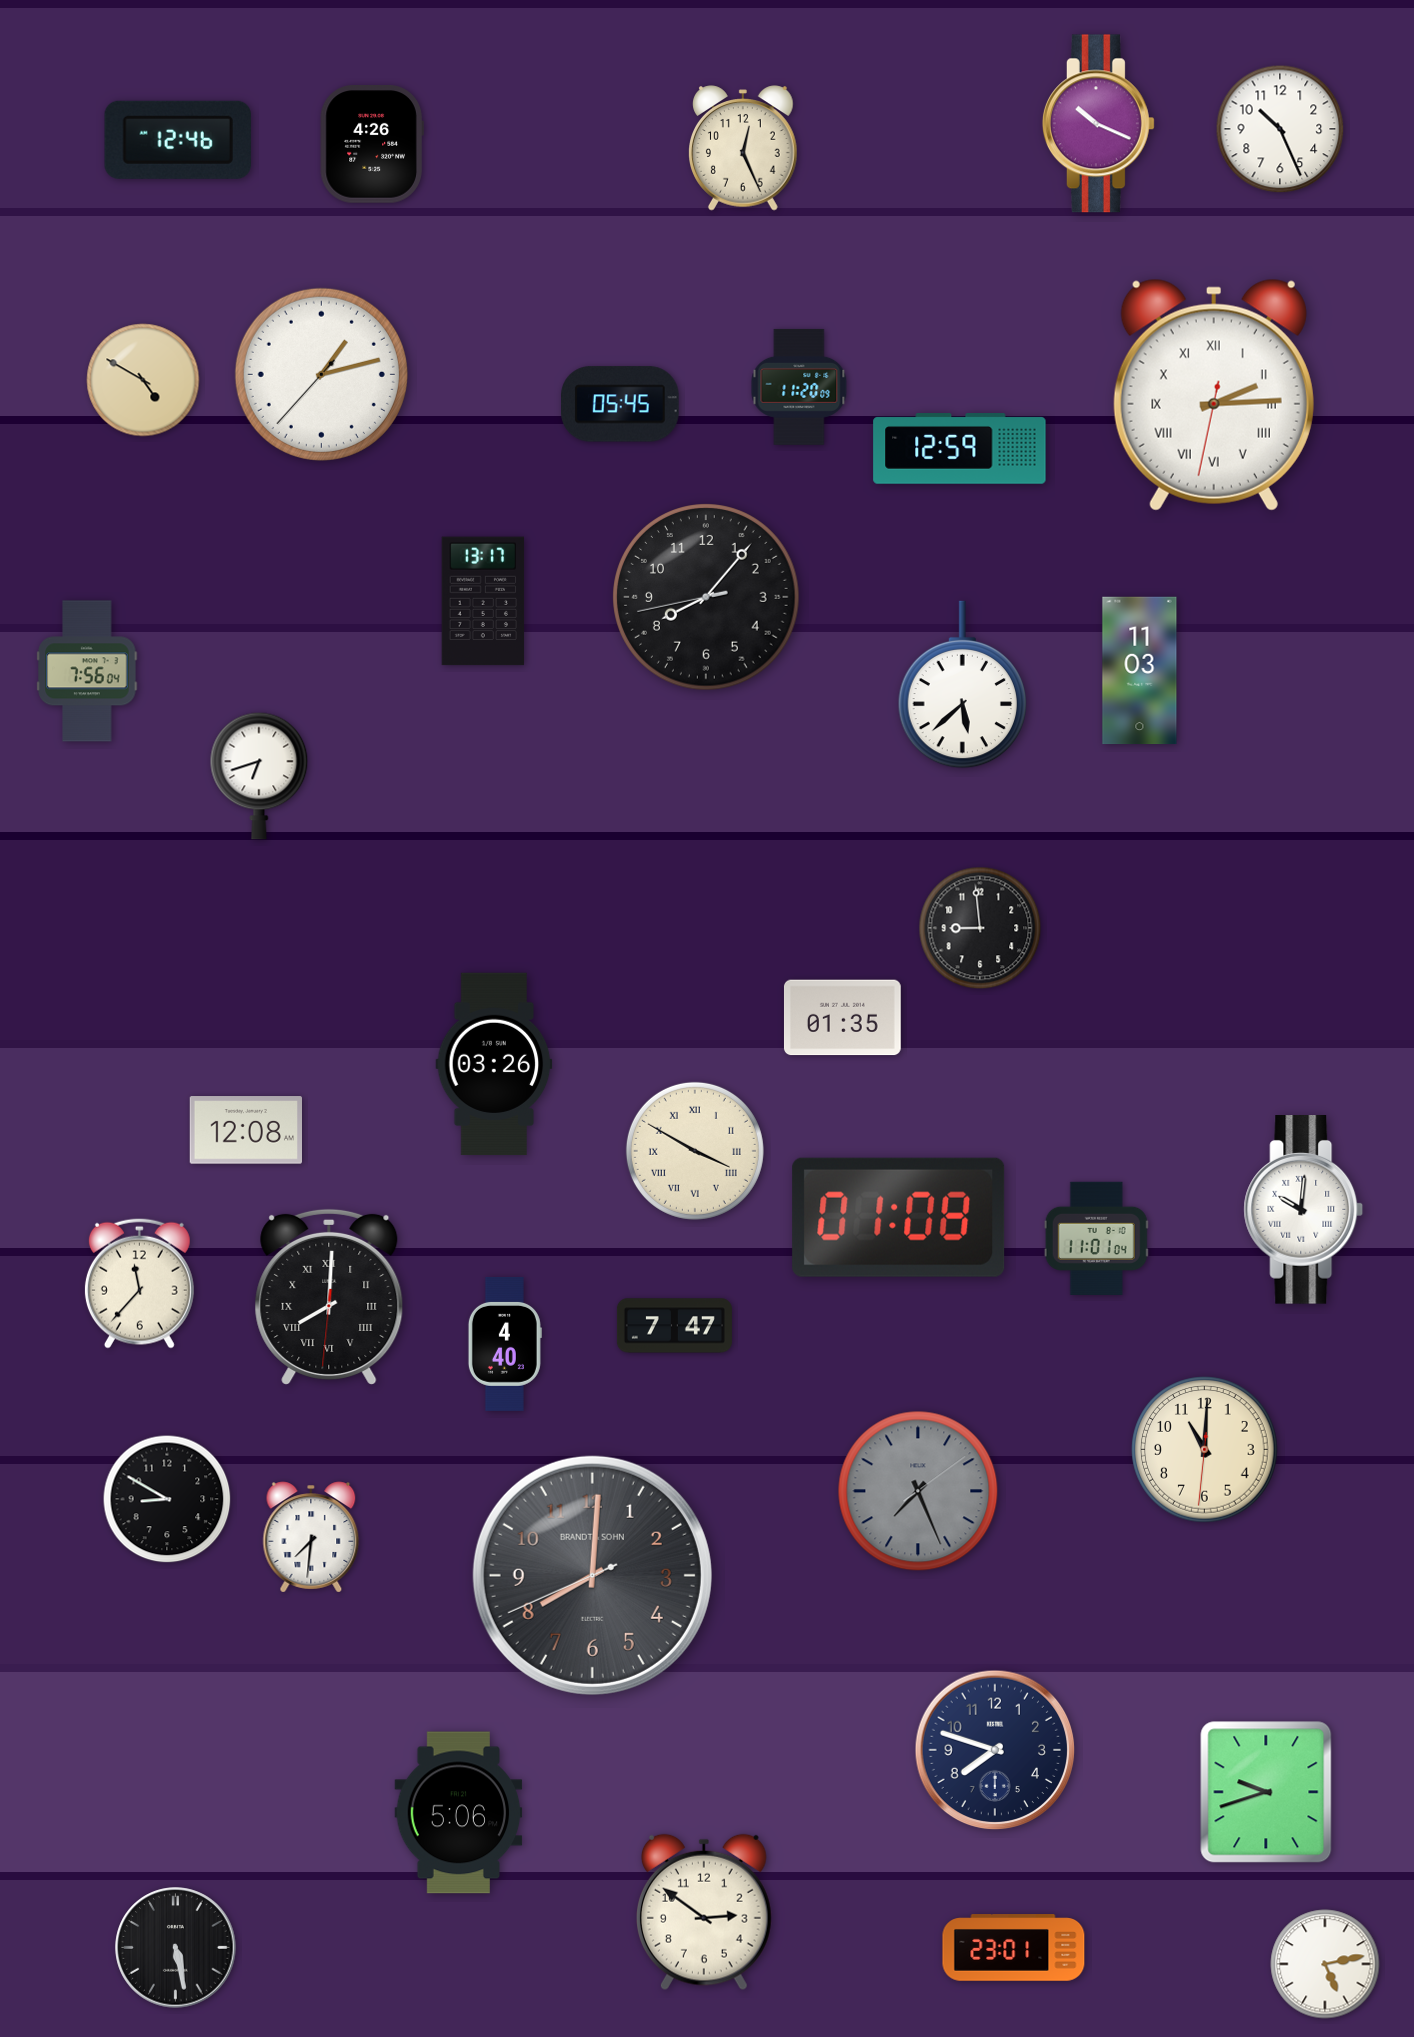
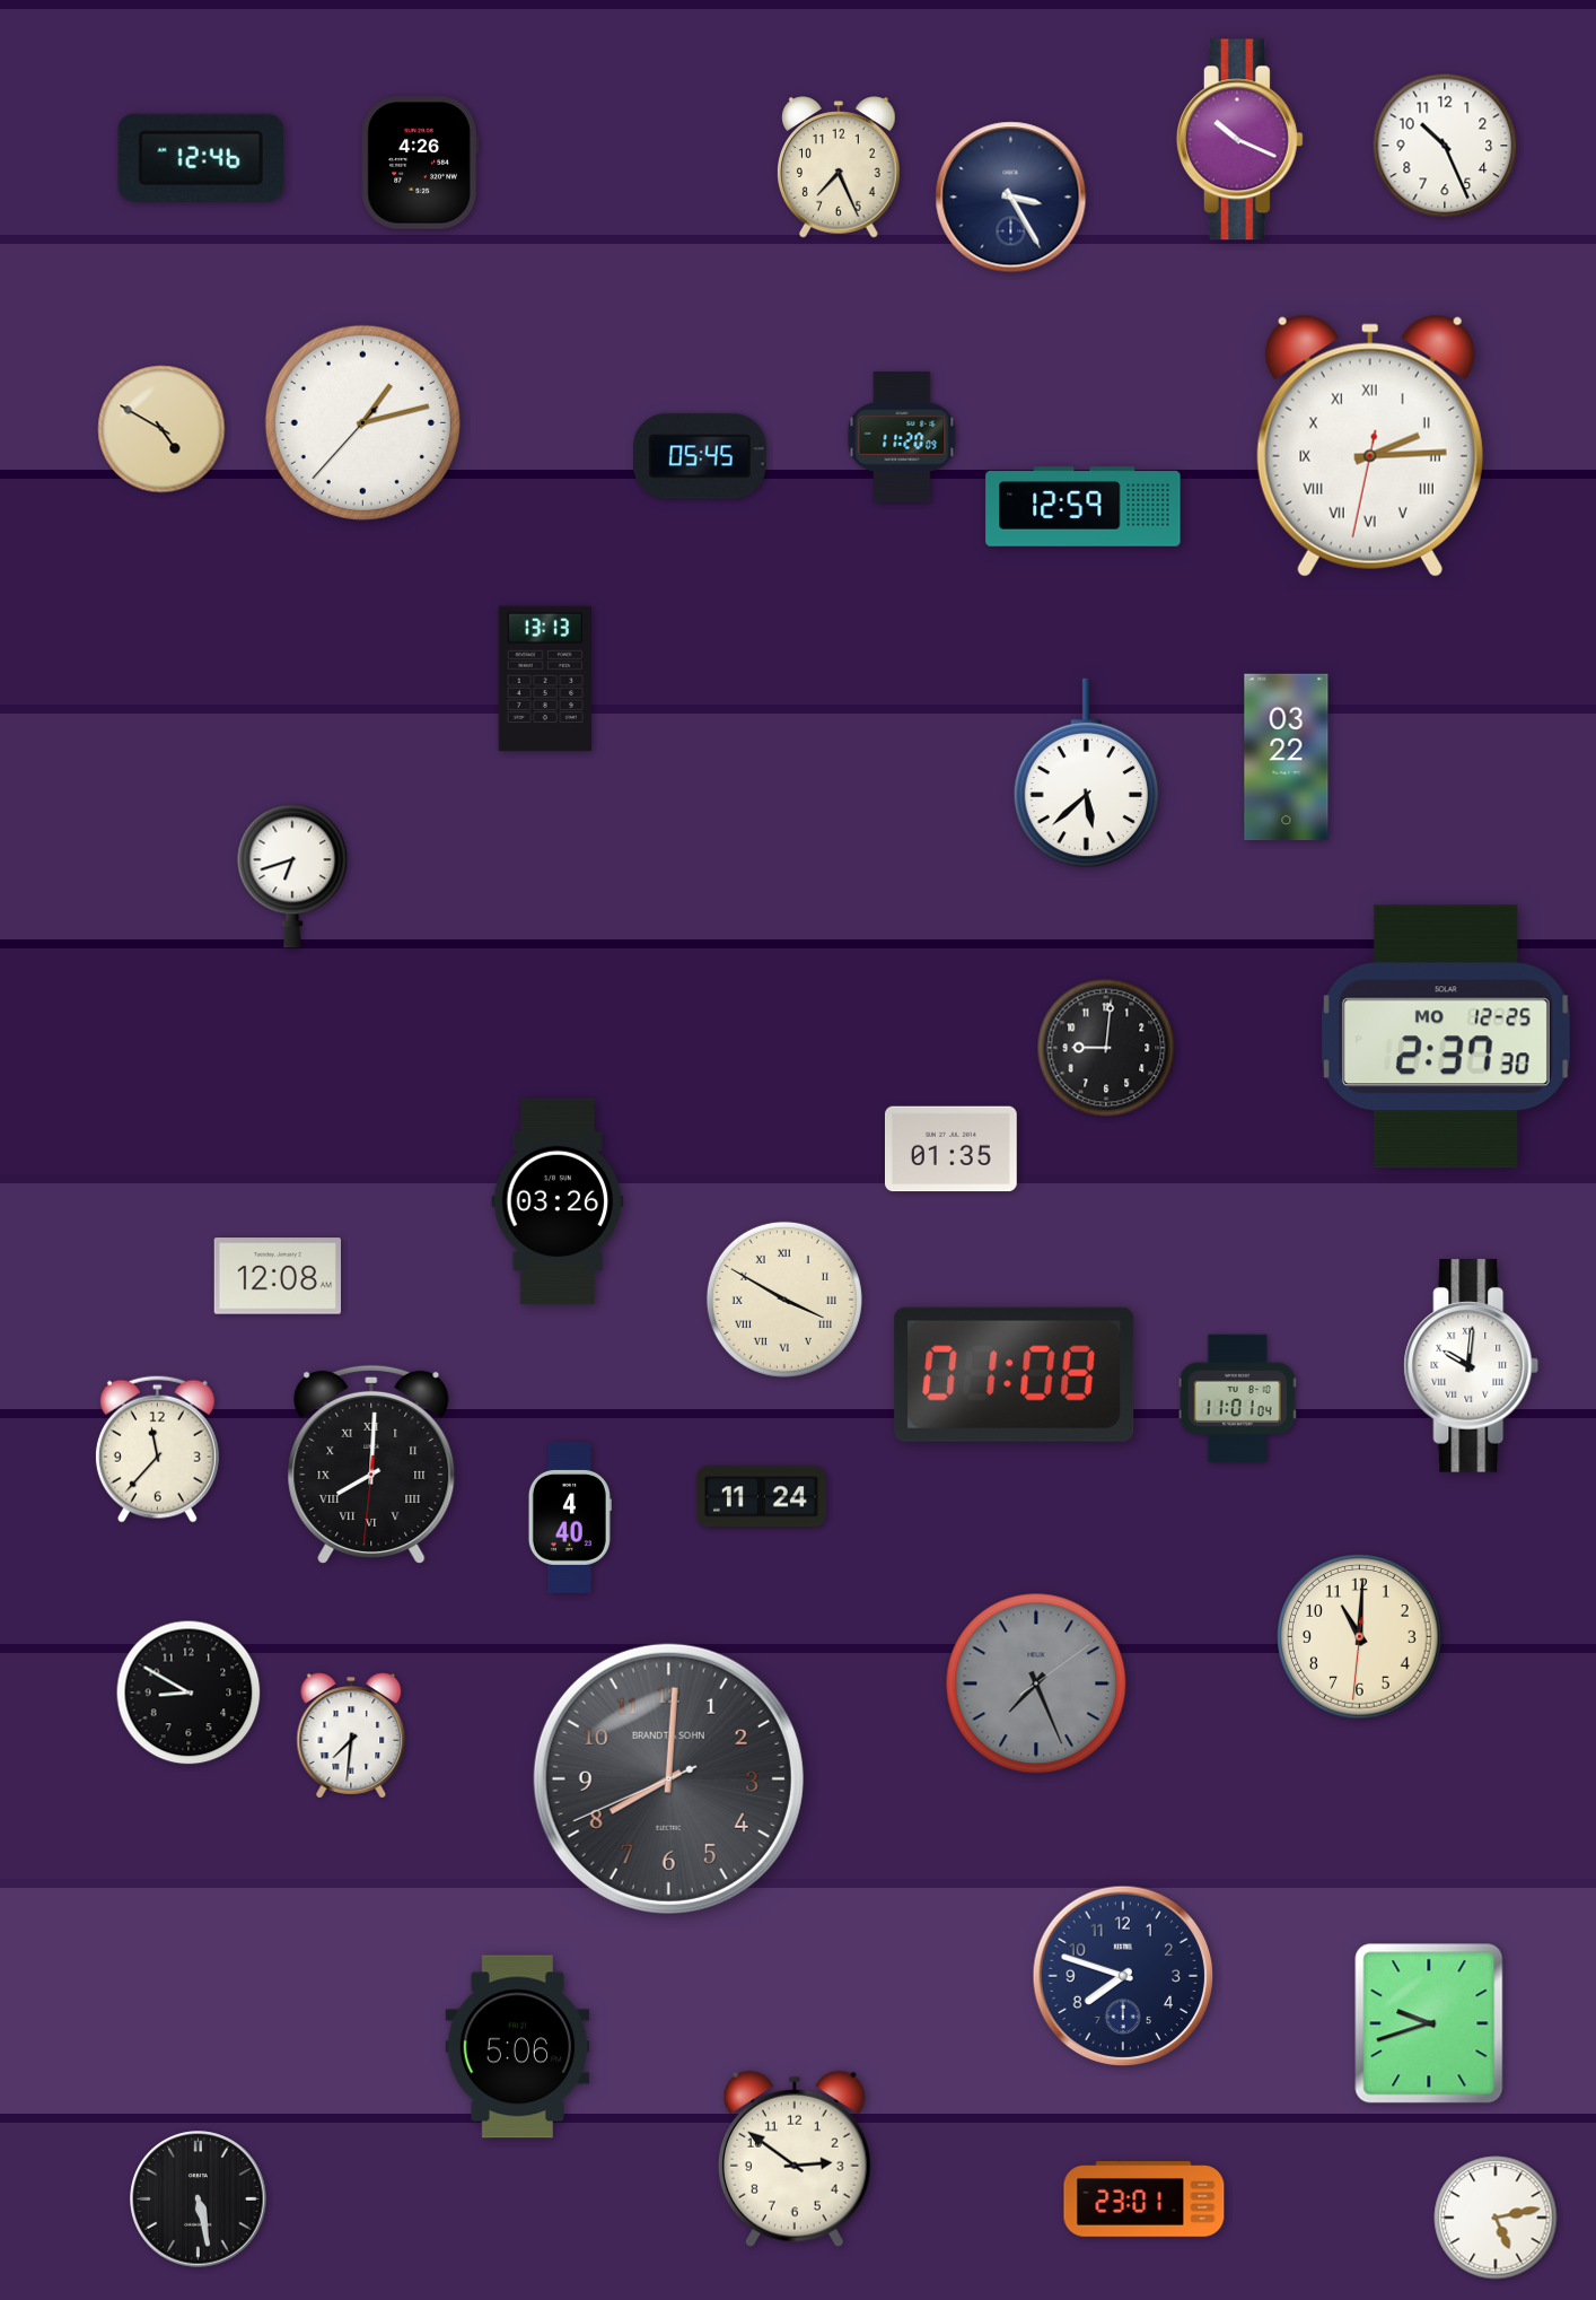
clock at (744, 148): 12:26 -> 7:26
clock at (1011, 198): none -> 3:25
clock at (706, 597): 8:06 -> none
clock at (483, 601): 13:17 -> 13:13
clock at (87, 671): 7:56 -> none
clock at (1140, 671): 11:03 -> 03:22
clock at (1446, 1037): none -> 2:37
clock at (980, 928): 8:59 -> 9:01
clock at (674, 1326): 7:47 -> 11:24
